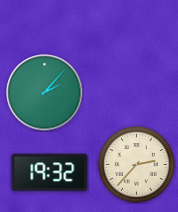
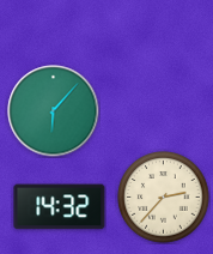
clock at (45, 93): 2:07 -> 6:07
clock at (50, 173): 19:32 -> 14:32
